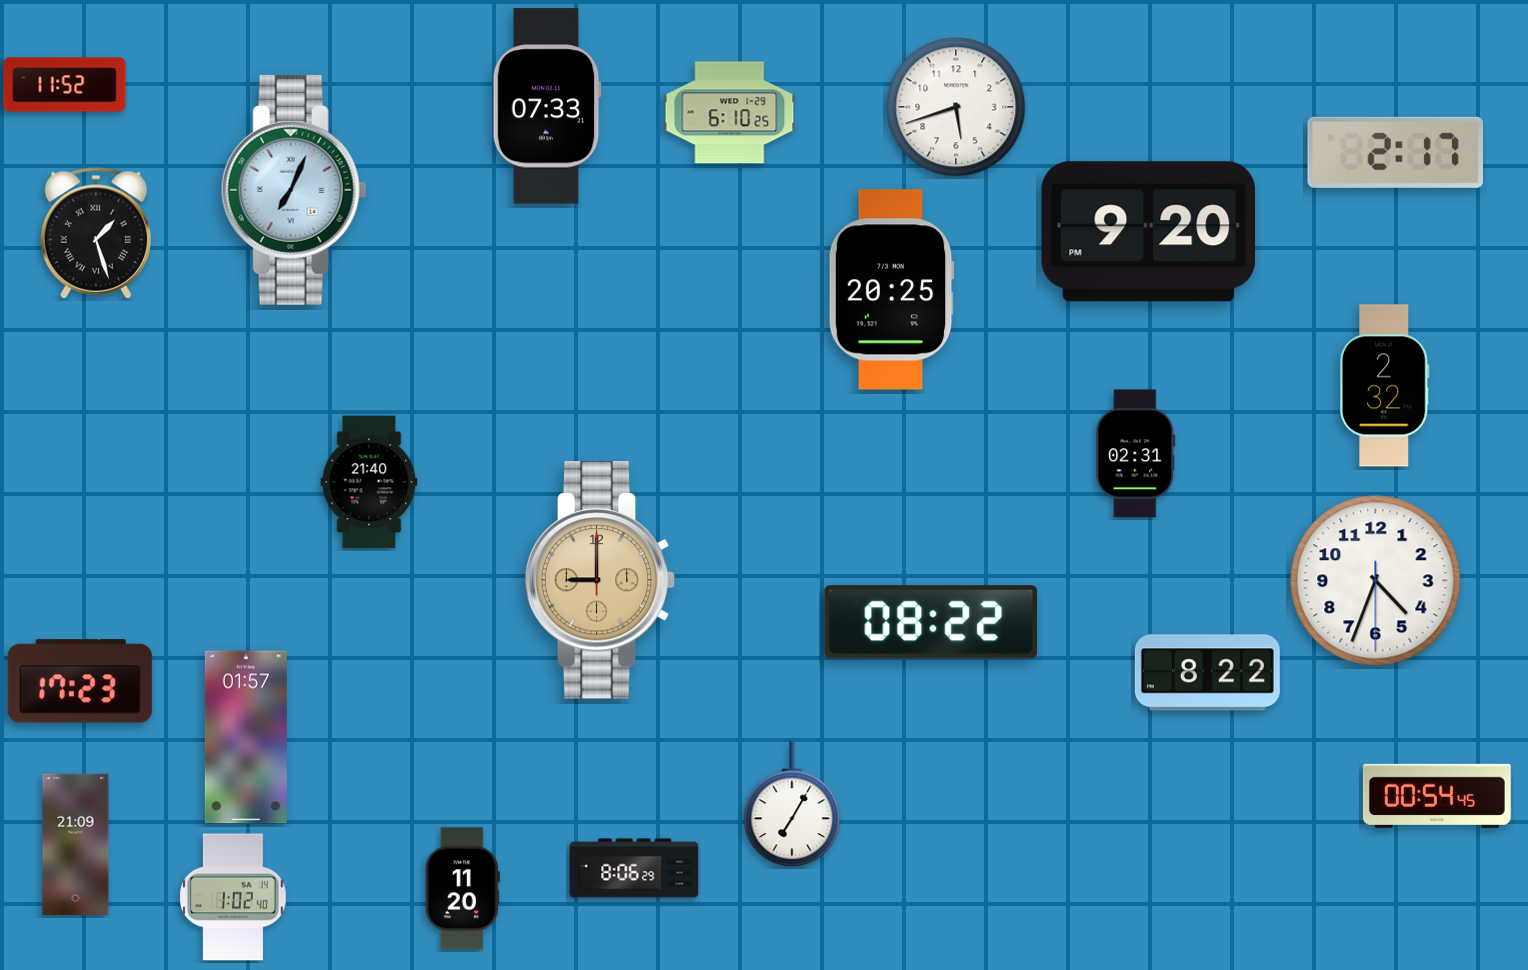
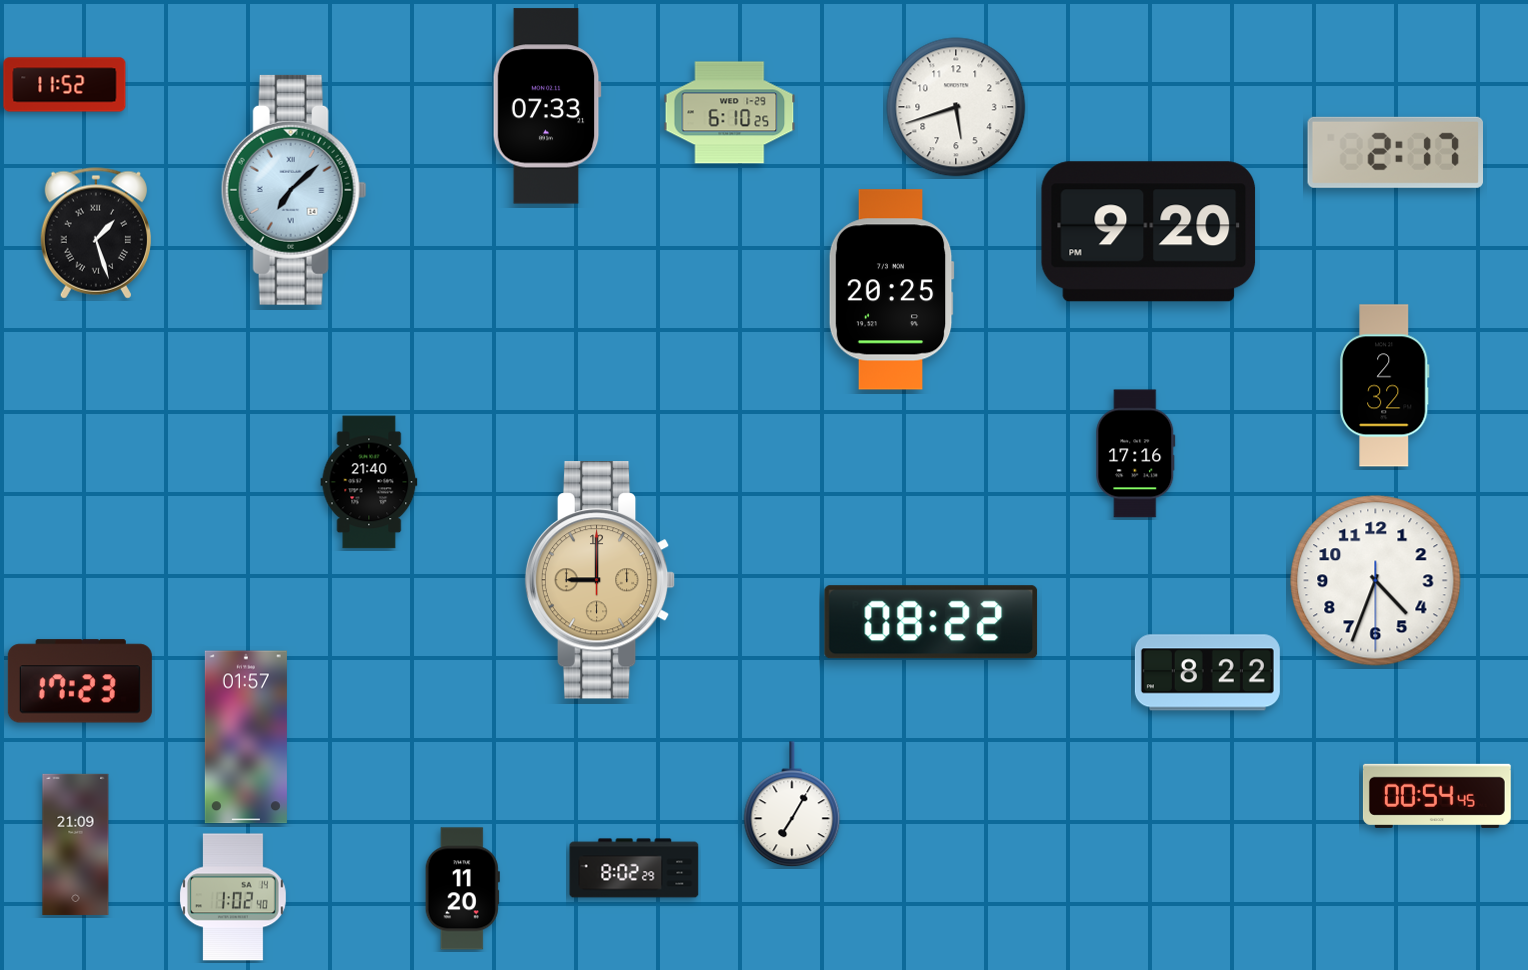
clock at (294, 190): 7:04 -> 7:08
clock at (1136, 454): 02:31 -> 17:16
clock at (634, 868): 8:06 -> 8:02
